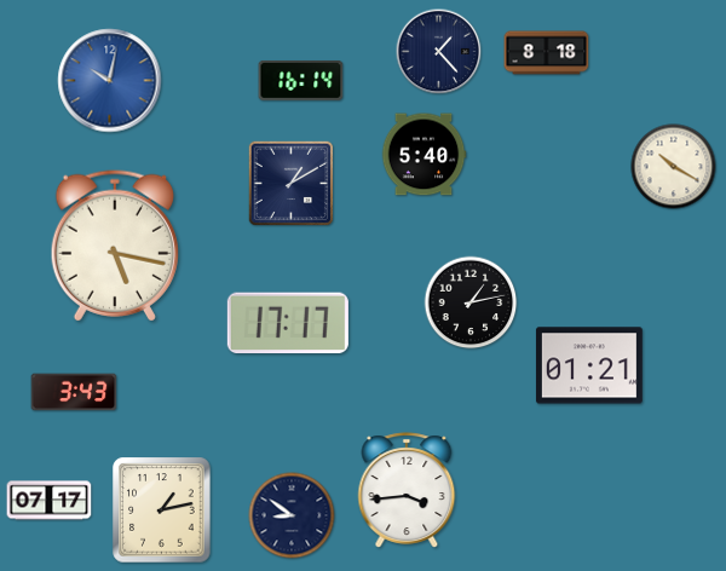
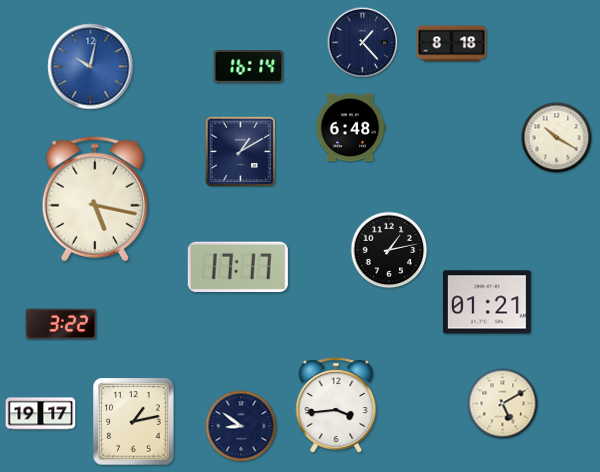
clock at (423, 155): 5:40 -> 6:48
clock at (114, 246) position: (114, 246) -> (94, 199)
clock at (74, 392): 3:43 -> 3:22
clock at (503, 404): none -> 5:10
clock at (50, 501): 07:17 -> 19:17
